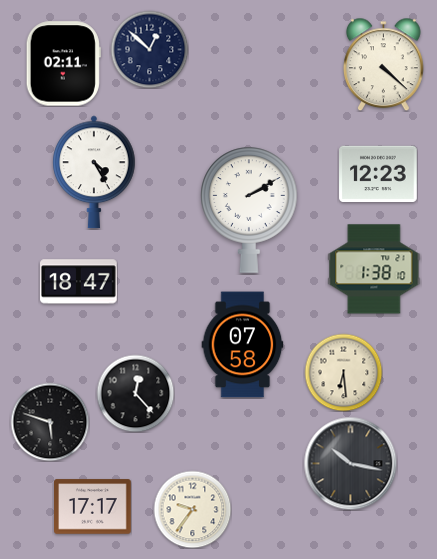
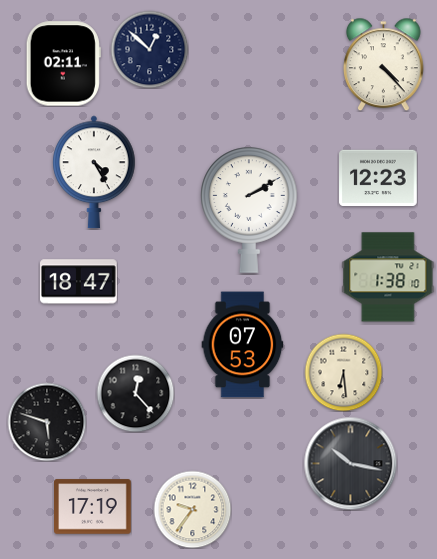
clock at (384, 64): 4:22 -> 4:23
clock at (378, 174) position: (378, 174) -> (378, 178)
clock at (374, 269) position: (374, 269) -> (388, 277)
clock at (243, 345): 07:58 -> 07:53
clock at (50, 422) position: (50, 422) -> (47, 422)
clock at (93, 507): 17:17 -> 17:19
